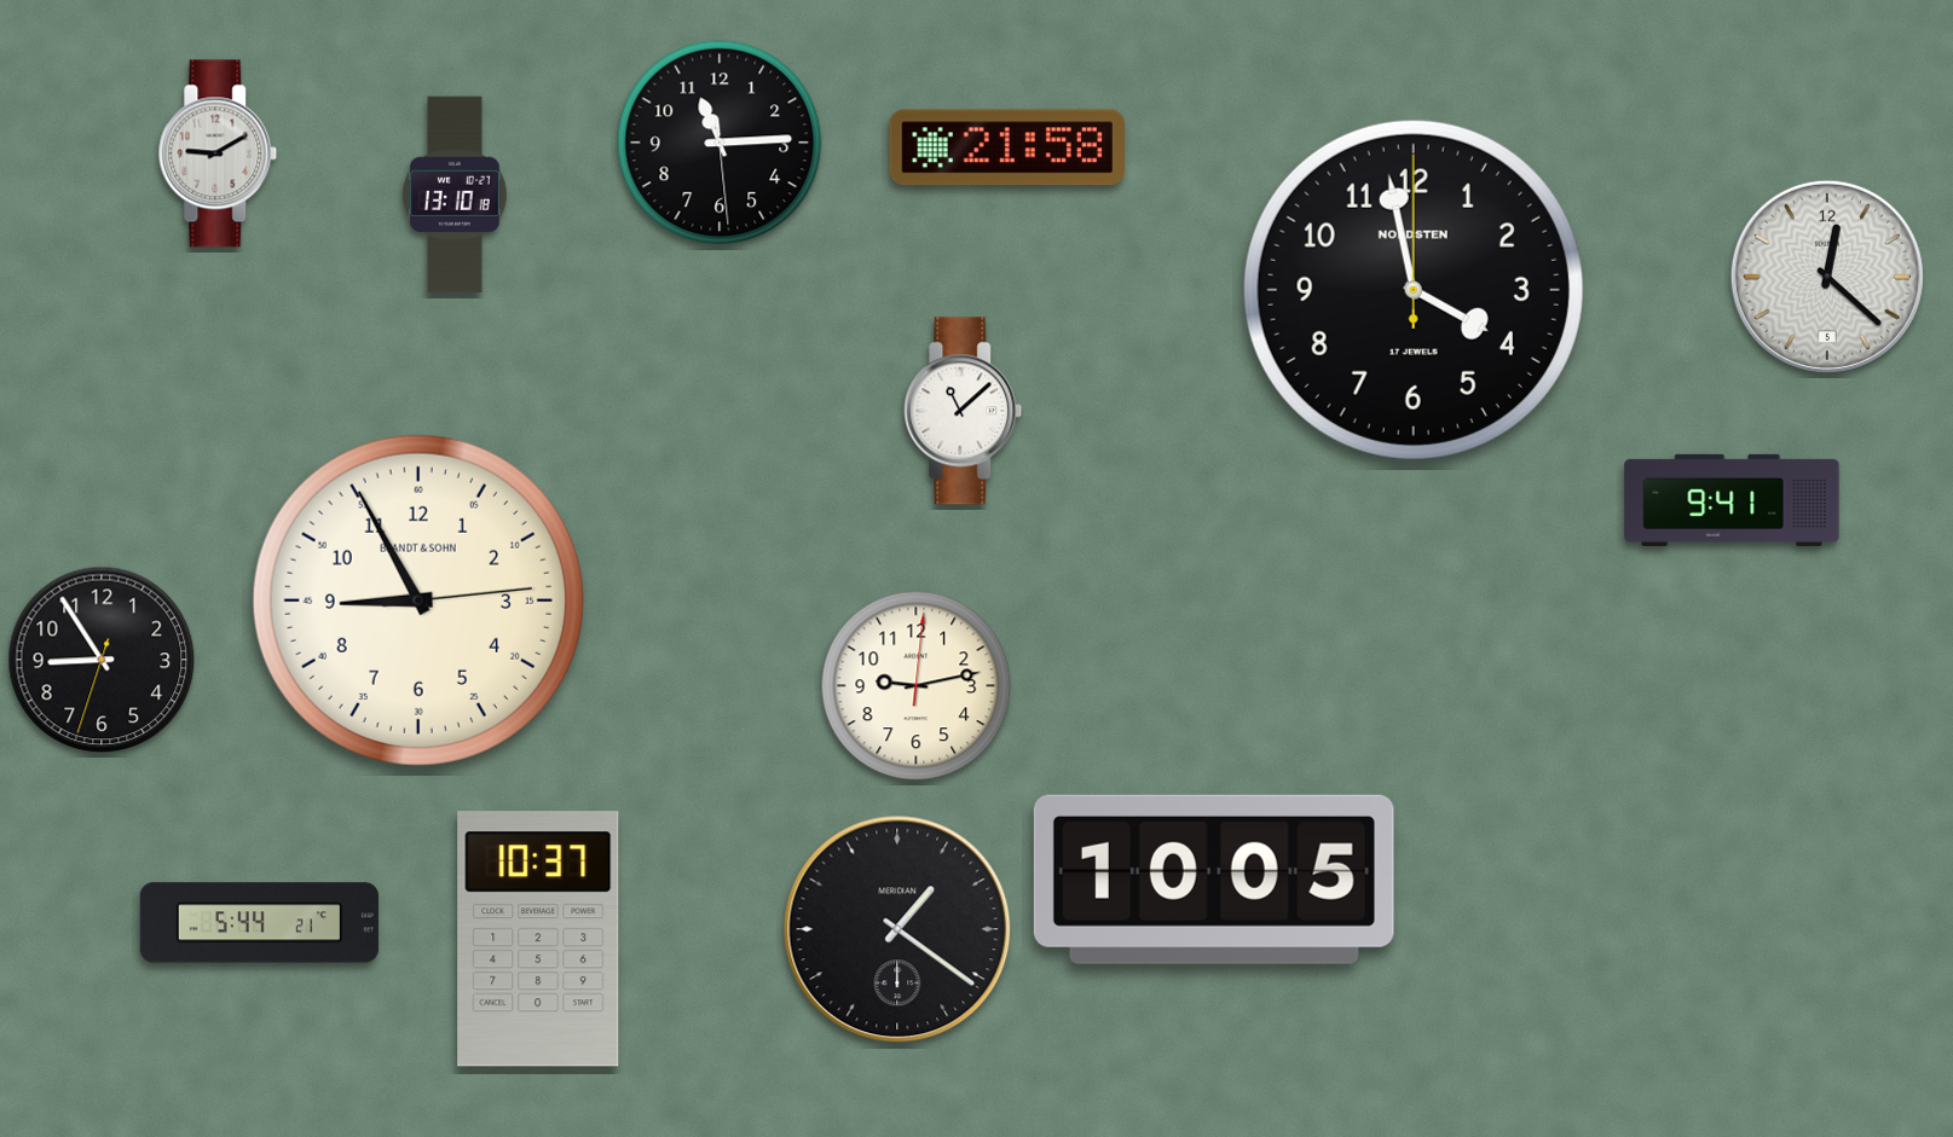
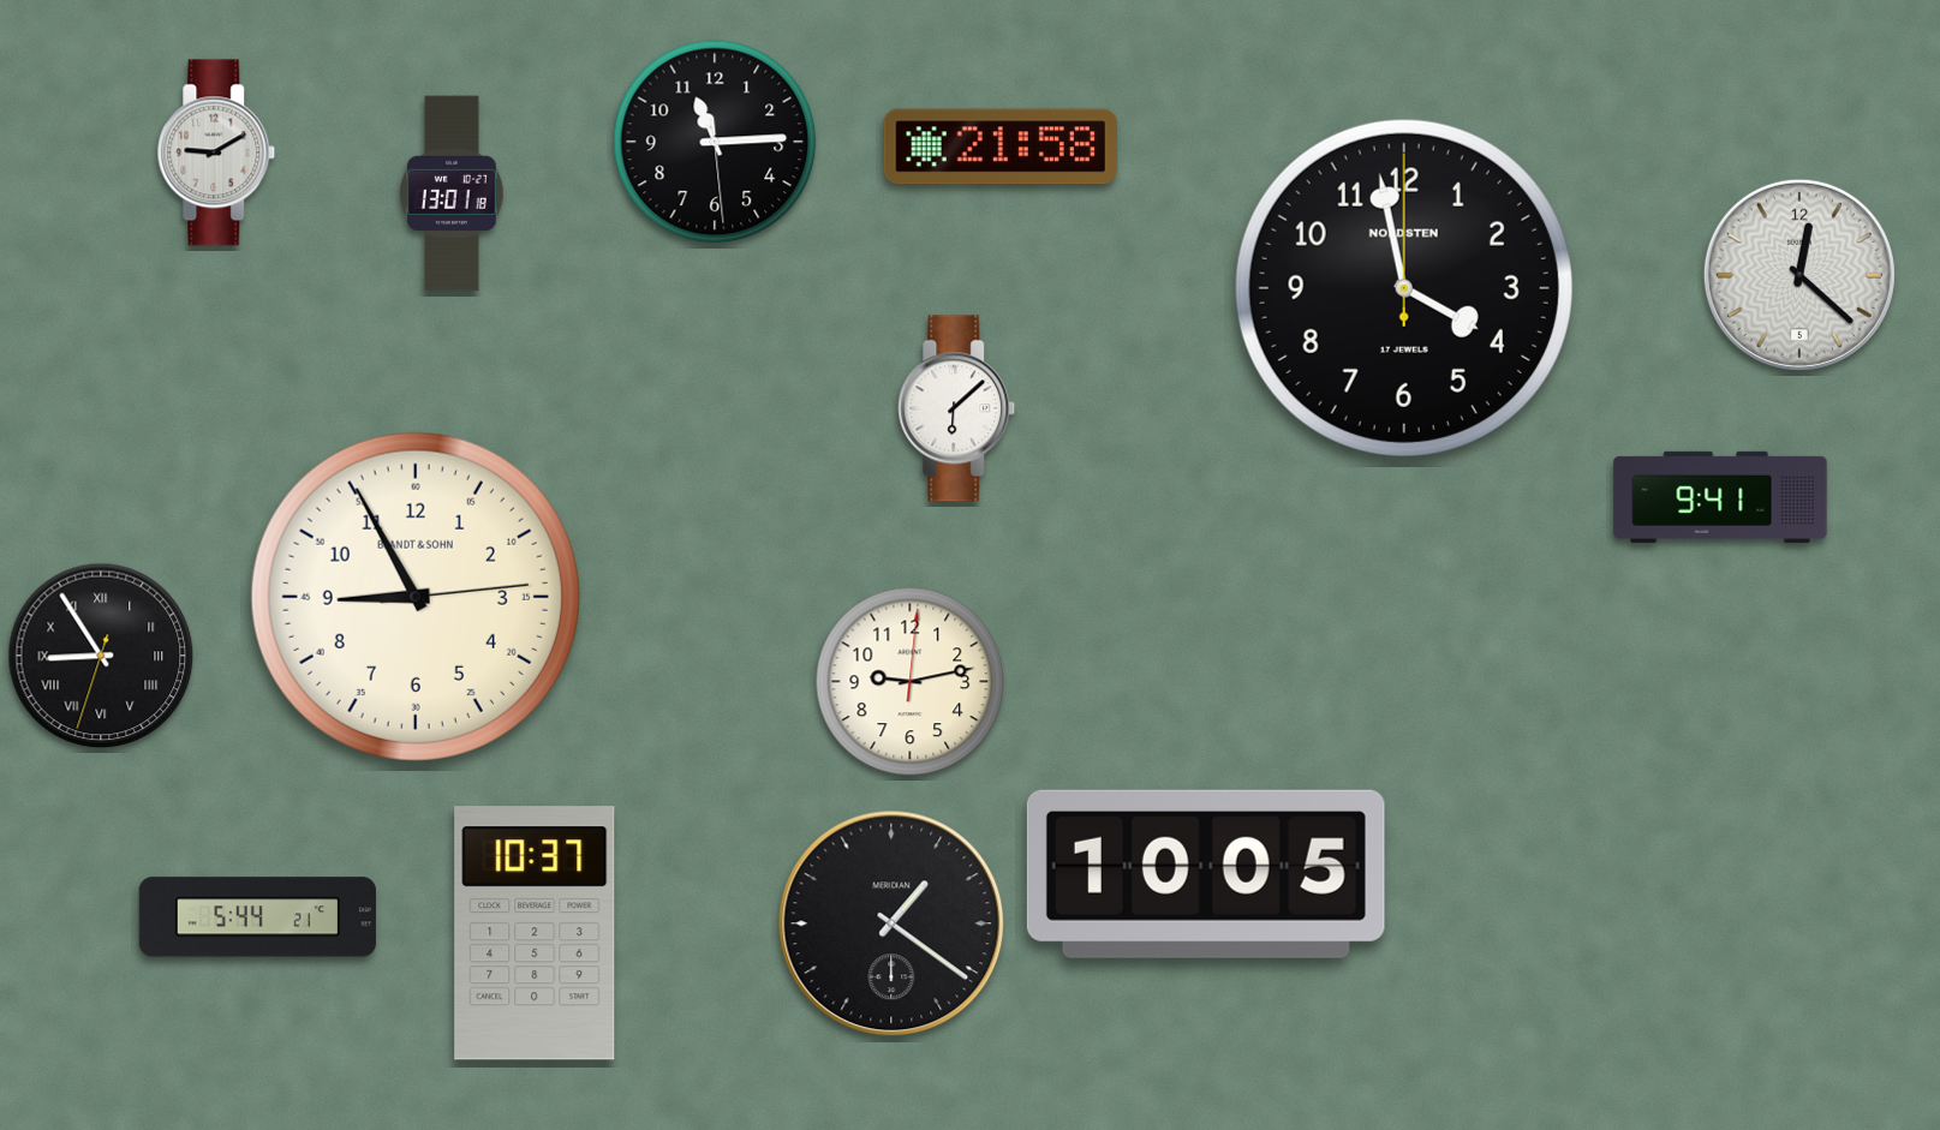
clock at (456, 195): 13:10 -> 13:01
clock at (1827, 277) position: (1827, 277) -> (1799, 275)
clock at (963, 411): 11:08 -> 6:08
clock at (102, 660) numerals: Arabic -> Roman
